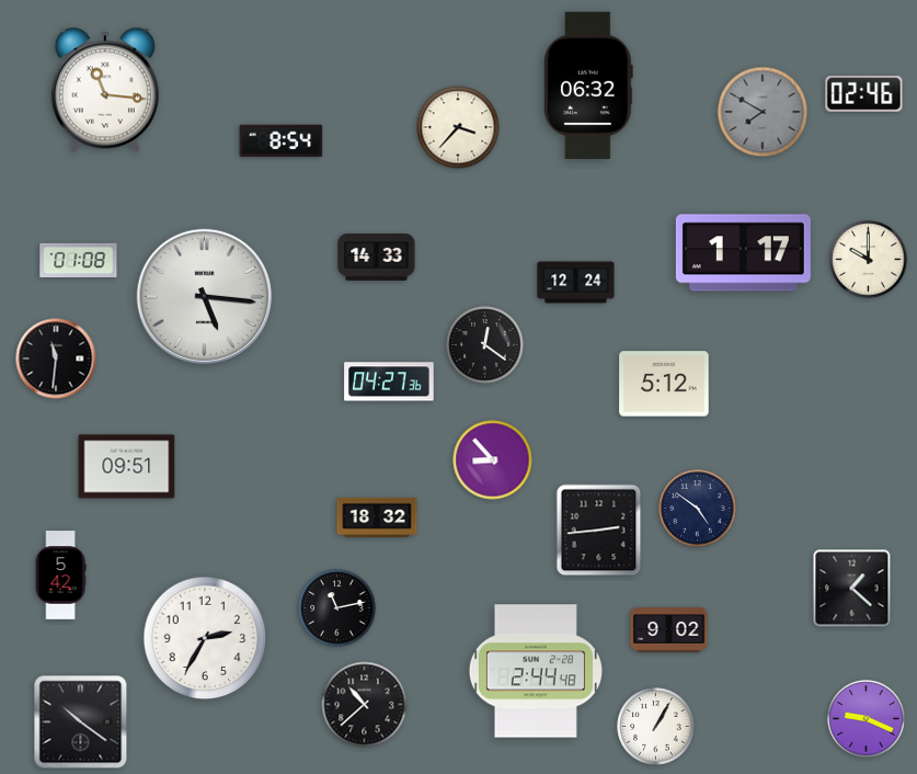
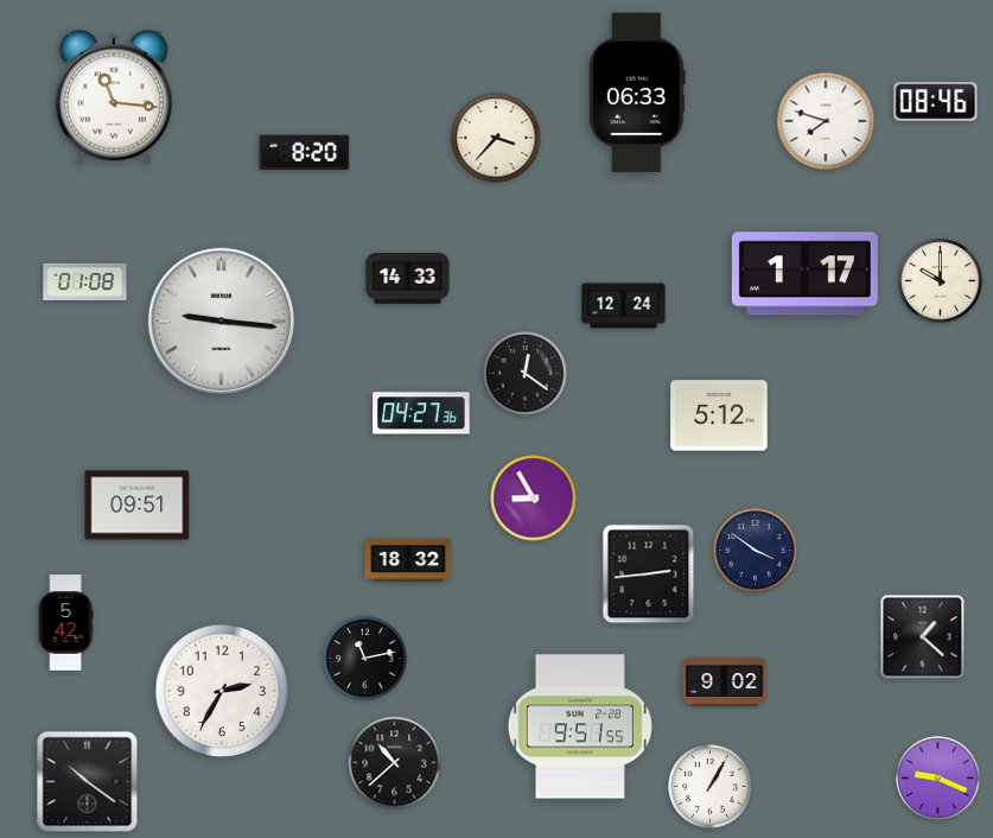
clock at (589, 86): 06:32 -> 06:33
clock at (864, 94): 02:46 -> 08:46
clock at (763, 112): 7:50 -> 7:48
clock at (763, 112) dial: grey -> white
clock at (282, 141): 8:54 -> 8:20
clock at (204, 296): 5:16 -> 9:16
clock at (56, 358): 11:31 -> none
clock at (493, 460): 8:53 -> 8:55
clock at (698, 509): 4:51 -> 3:51
clock at (536, 671): 2:44 -> 9:51
